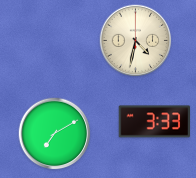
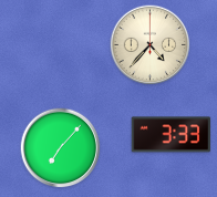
clock at (136, 41): 4:32 -> 4:37
clock at (55, 134): 7:10 -> 7:07
